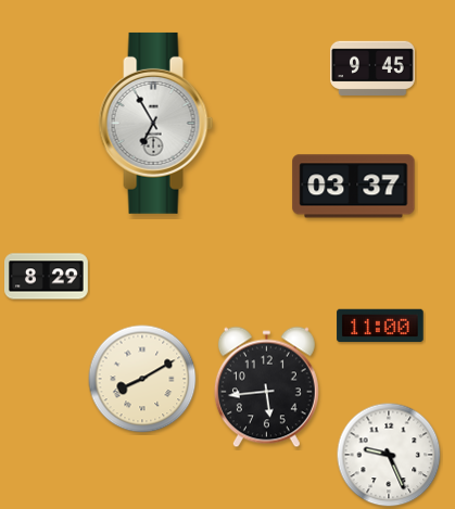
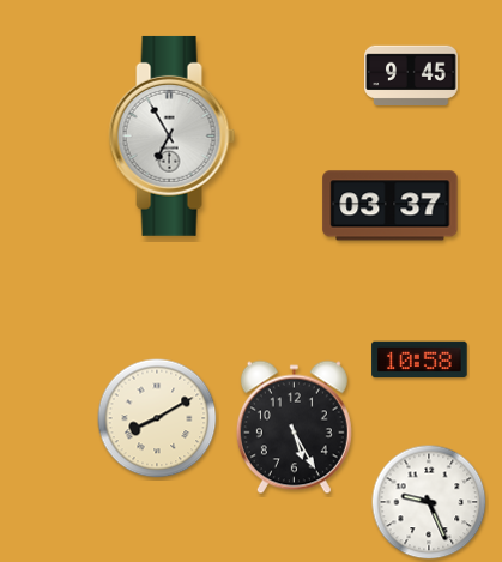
clock at (47, 277): 8:29 -> none
clock at (380, 326): 11:00 -> 10:58
clock at (266, 387): 5:44 -> 5:25
